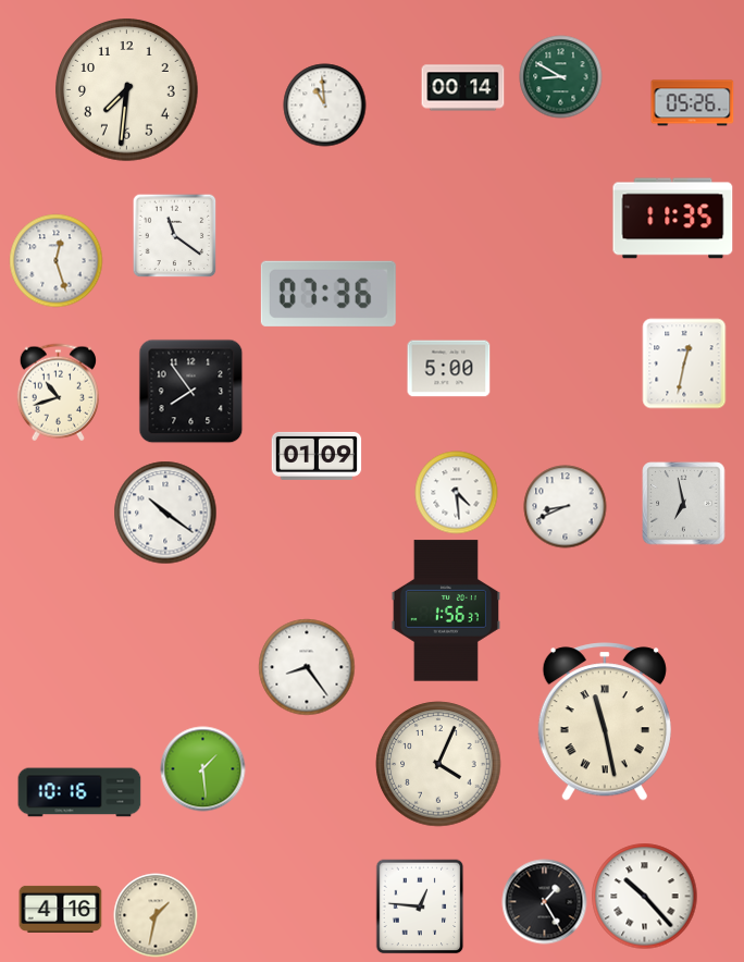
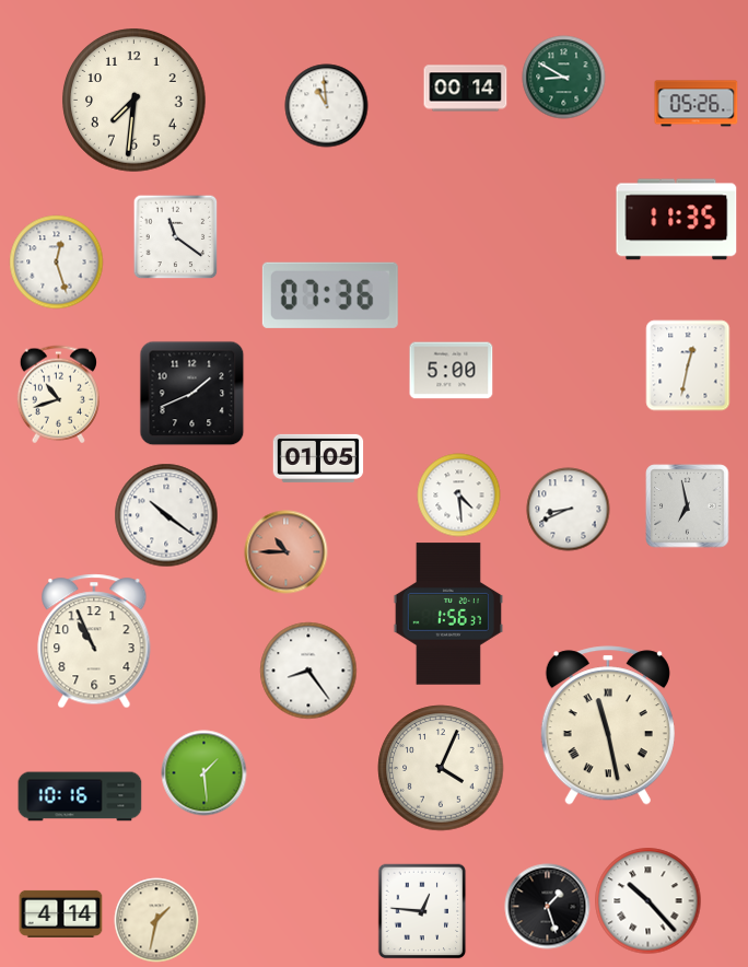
clock at (127, 90) position: (127, 90) -> (135, 101)
clock at (191, 392): 7:54 -> 1:41
clock at (317, 456): 01:09 -> 01:05
clock at (287, 552): none -> 10:45
clock at (94, 641): none -> 10:56
clock at (545, 902): 1:25 -> 1:27
clock at (61, 909): 4:16 -> 4:14
